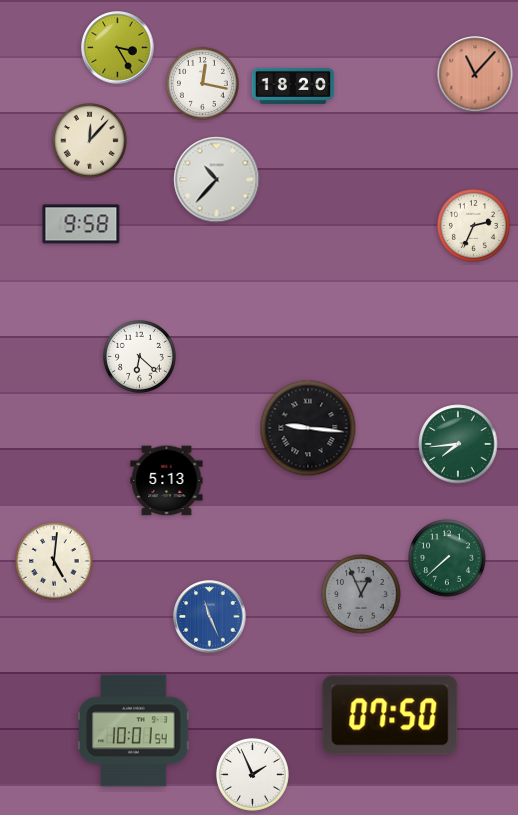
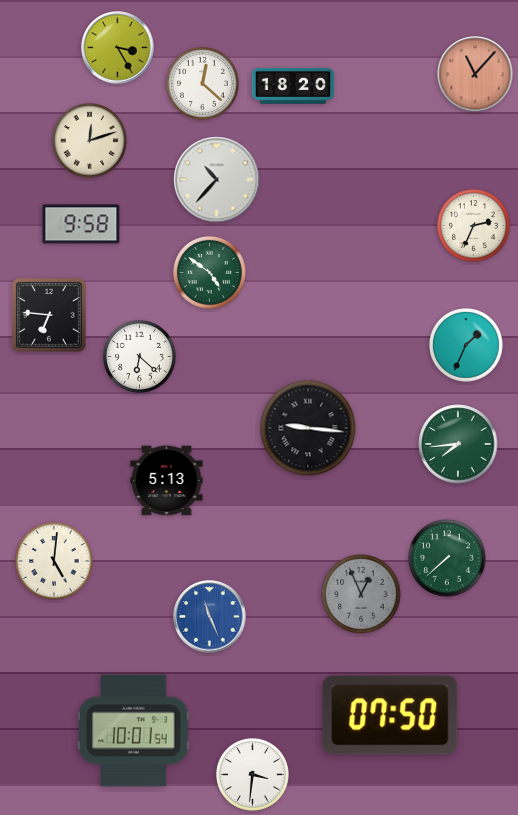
clock at (202, 83): 12:17 -> 12:22
clock at (90, 141): 12:07 -> 12:12
clock at (209, 272): none -> 4:51
clock at (50, 316): none -> 6:46
clock at (467, 346): none -> 1:34
clock at (252, 774): 1:56 -> 3:31
